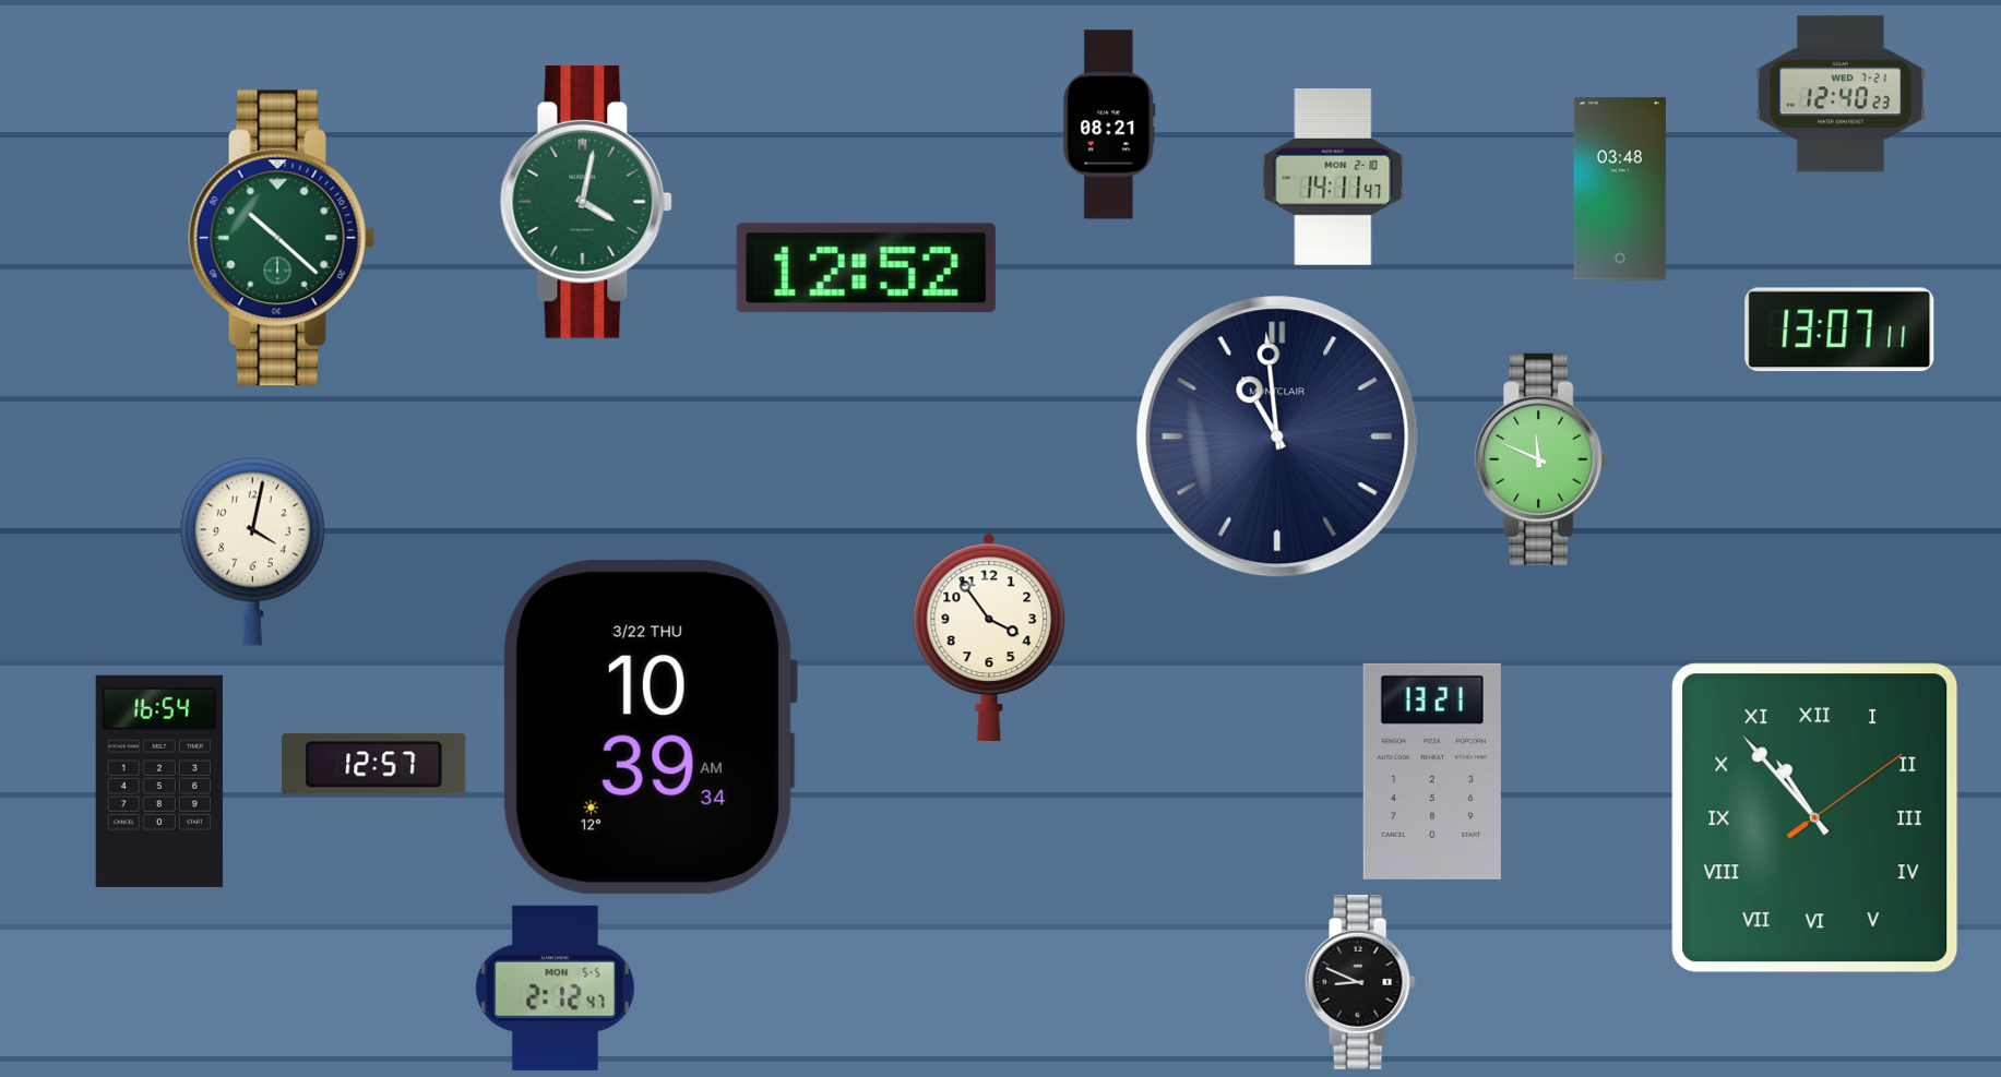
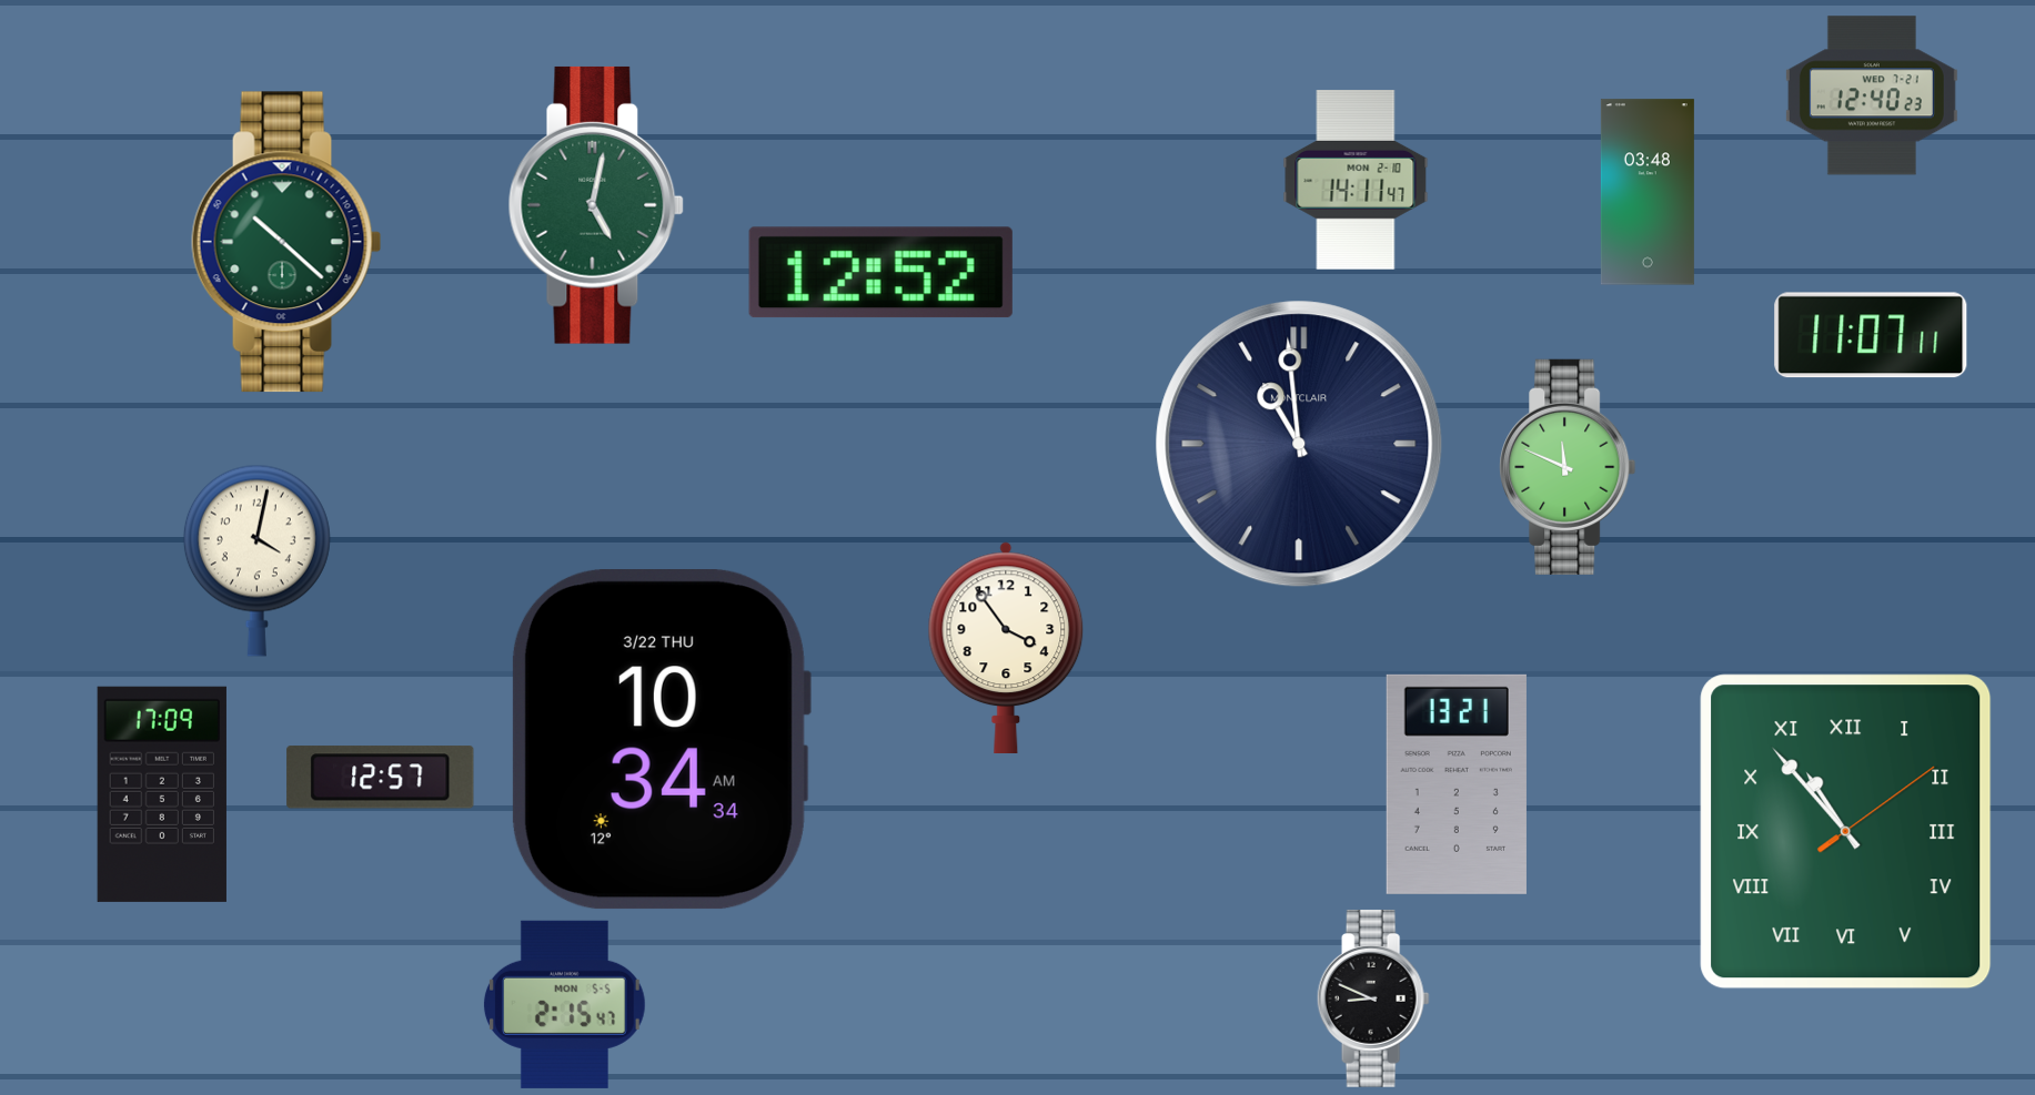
clock at (1109, 124): 08:21 -> none
clock at (586, 202): 4:02 -> 5:02
clock at (1839, 330): 13:07 -> 11:07
clock at (650, 728): 10:39 -> 10:34
clock at (159, 781): 16:54 -> 17:09
clock at (1360, 982) position: (1360, 982) -> (1373, 998)
clock at (555, 988): 2:12 -> 2:15
